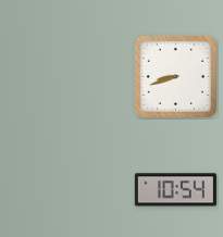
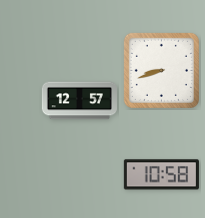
clock at (79, 101): none -> 12:57
clock at (175, 190): 10:54 -> 10:58
